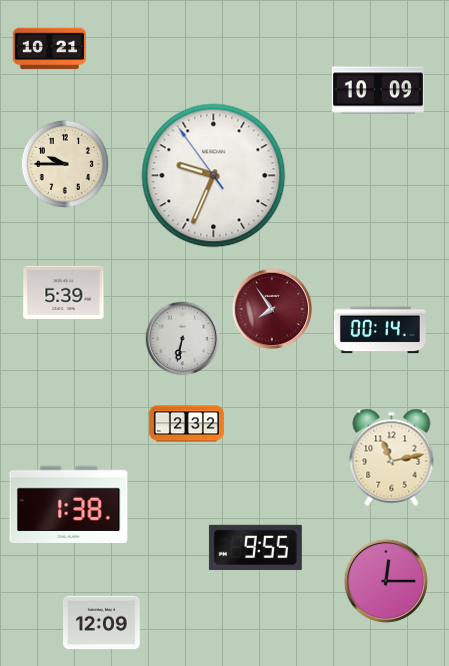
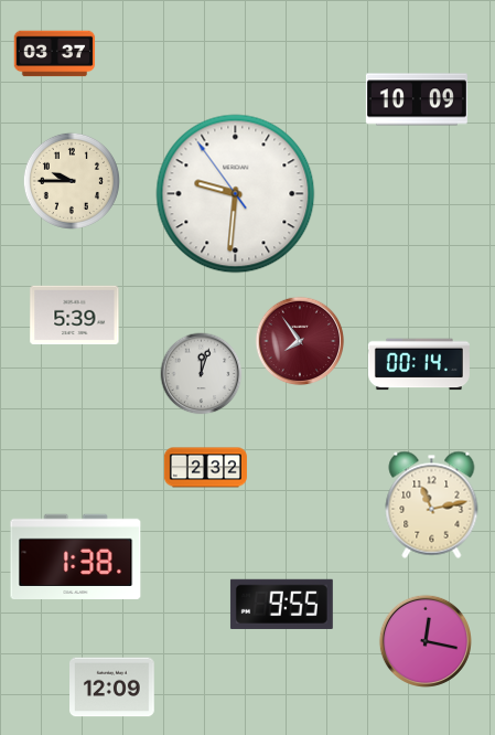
clock at (50, 49): 10:21 -> 03:37
clock at (214, 176): 9:33 -> 9:30
clock at (64, 293) position: (64, 293) -> (75, 316)
clock at (183, 339): 6:32 -> 12:03
clock at (386, 581): 12:15 -> 12:17
